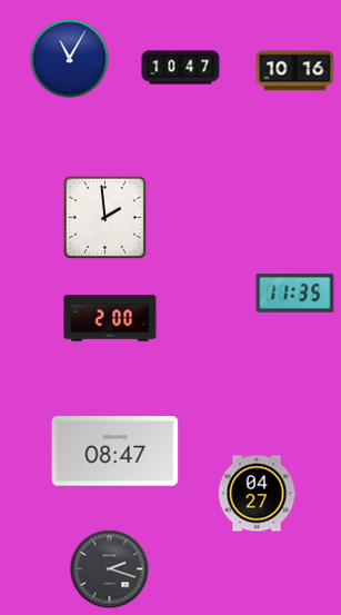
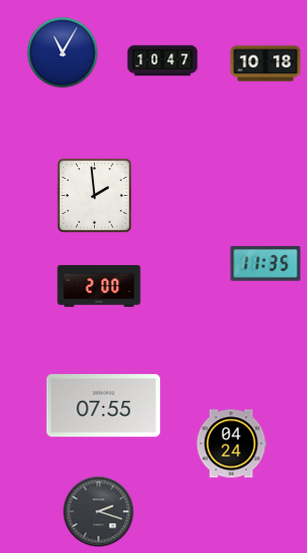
clock at (295, 71): 10:16 -> 10:18
clock at (116, 452): 08:47 -> 07:55
clock at (257, 494): 04:27 -> 04:24
